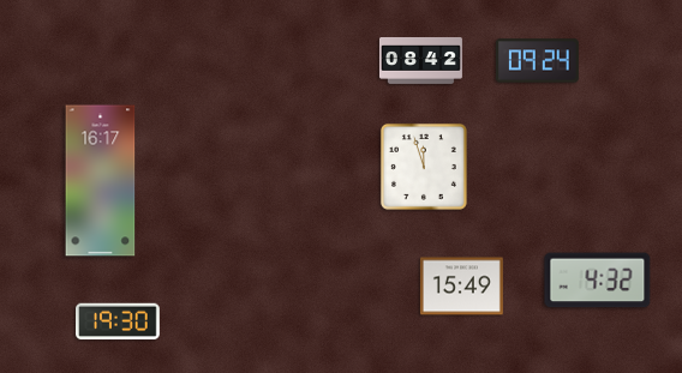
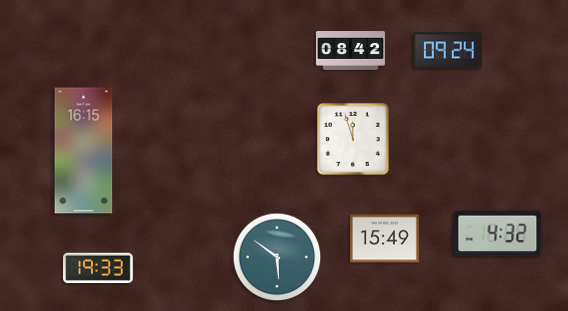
clock at (101, 181): 16:17 -> 16:15
clock at (277, 257): none -> 5:51
clock at (119, 321): 19:30 -> 19:33
